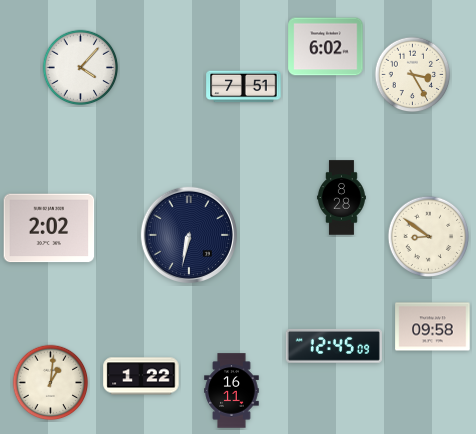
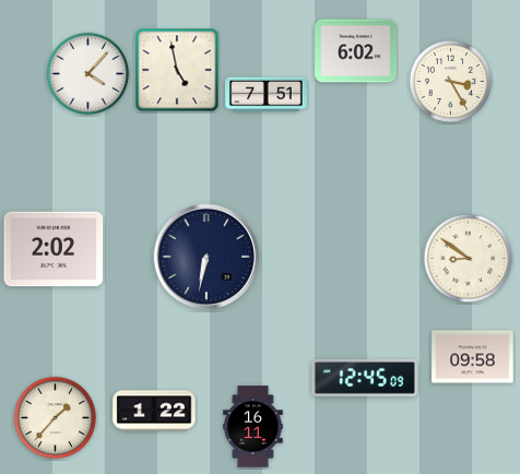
clock at (177, 70): none -> 4:58
clock at (341, 198): 8:28 -> none
clock at (51, 383): 1:01 -> 1:37
